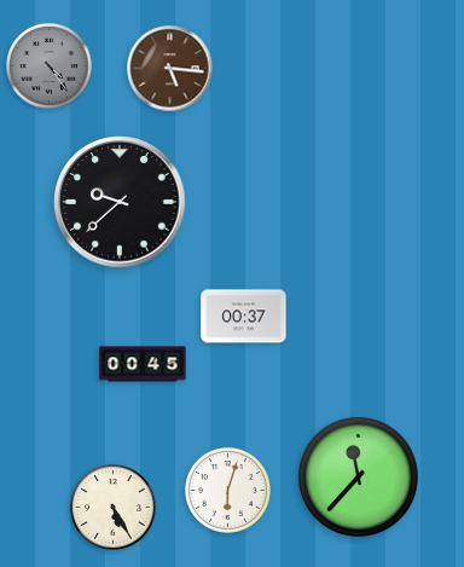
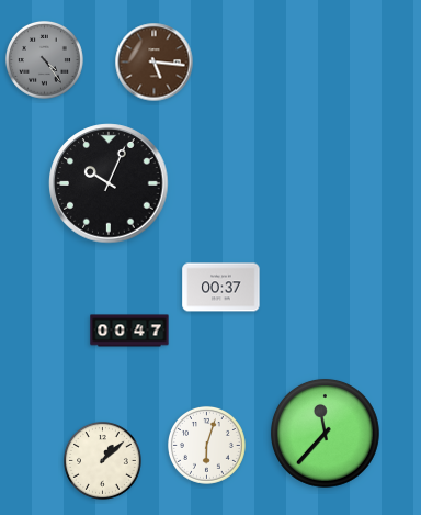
clock at (120, 202): 9:38 -> 10:04
clock at (143, 364): 00:45 -> 00:47
clock at (112, 507): 5:25 -> 1:08
